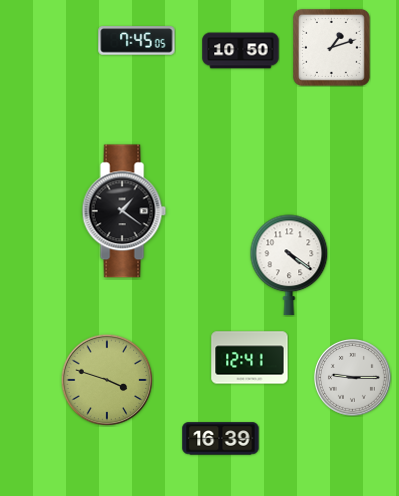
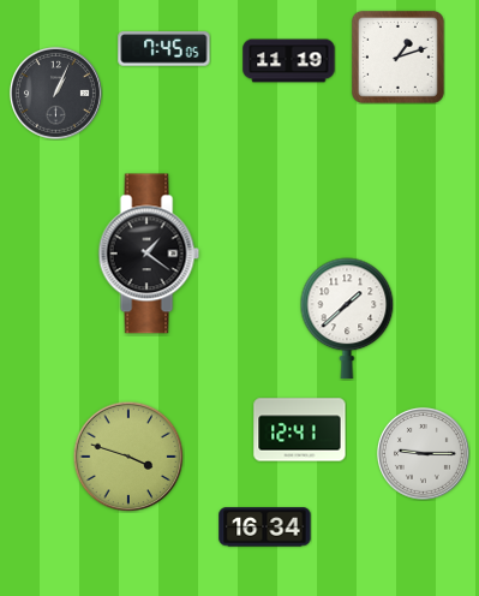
clock at (241, 51): 10:50 -> 11:19
clock at (55, 93): none -> 1:04
clock at (289, 265): 4:21 -> 1:38
clock at (221, 439): 16:39 -> 16:34
